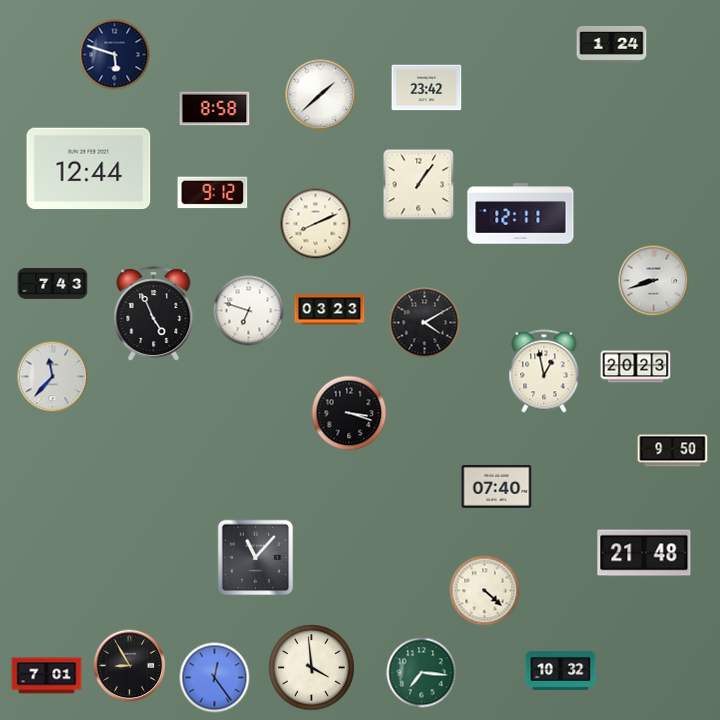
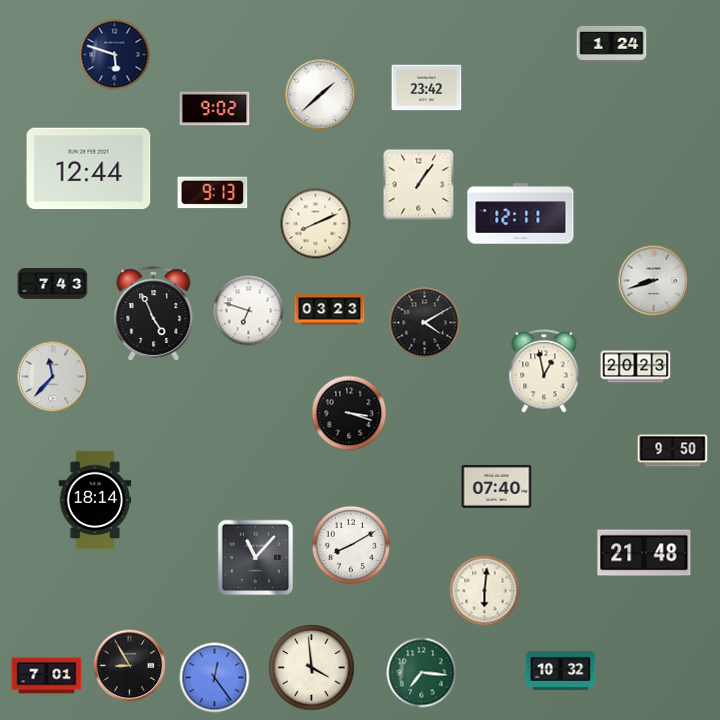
clock at (215, 109): 8:58 -> 9:02
clock at (213, 193): 9:12 -> 9:13
clock at (95, 500): none -> 18:14
clock at (351, 545): none -> 8:10
clock at (485, 591): 4:22 -> 6:01
